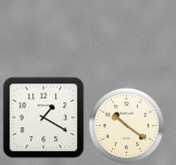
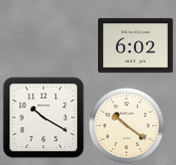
clock at (136, 46): none -> 6:02
clock at (44, 118): 1:20 -> 10:20
